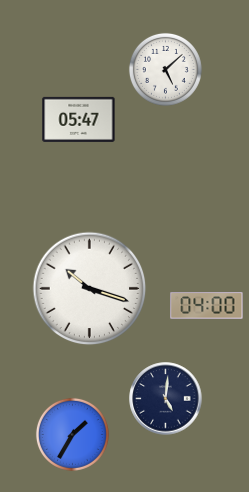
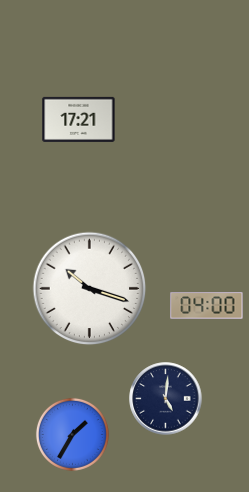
clock at (165, 69): 5:08 -> none
clock at (79, 119): 05:47 -> 17:21
